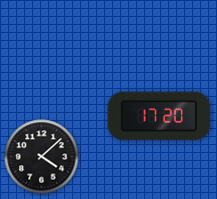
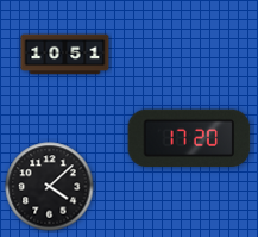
clock at (65, 55): none -> 10:51
